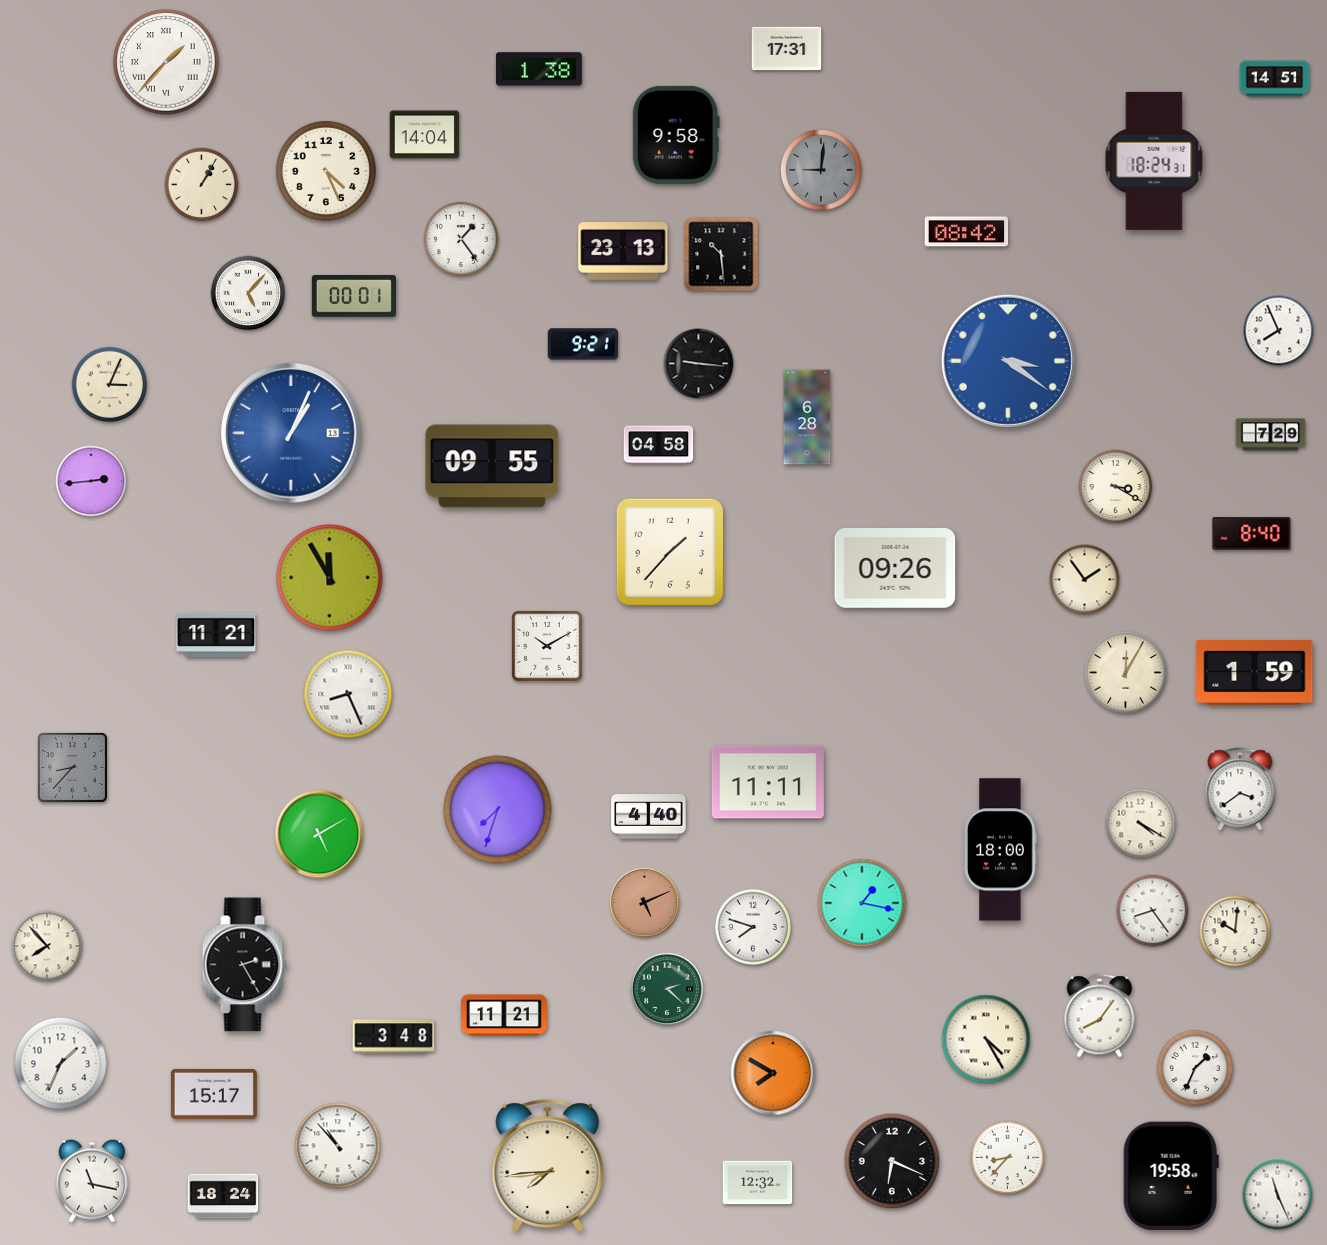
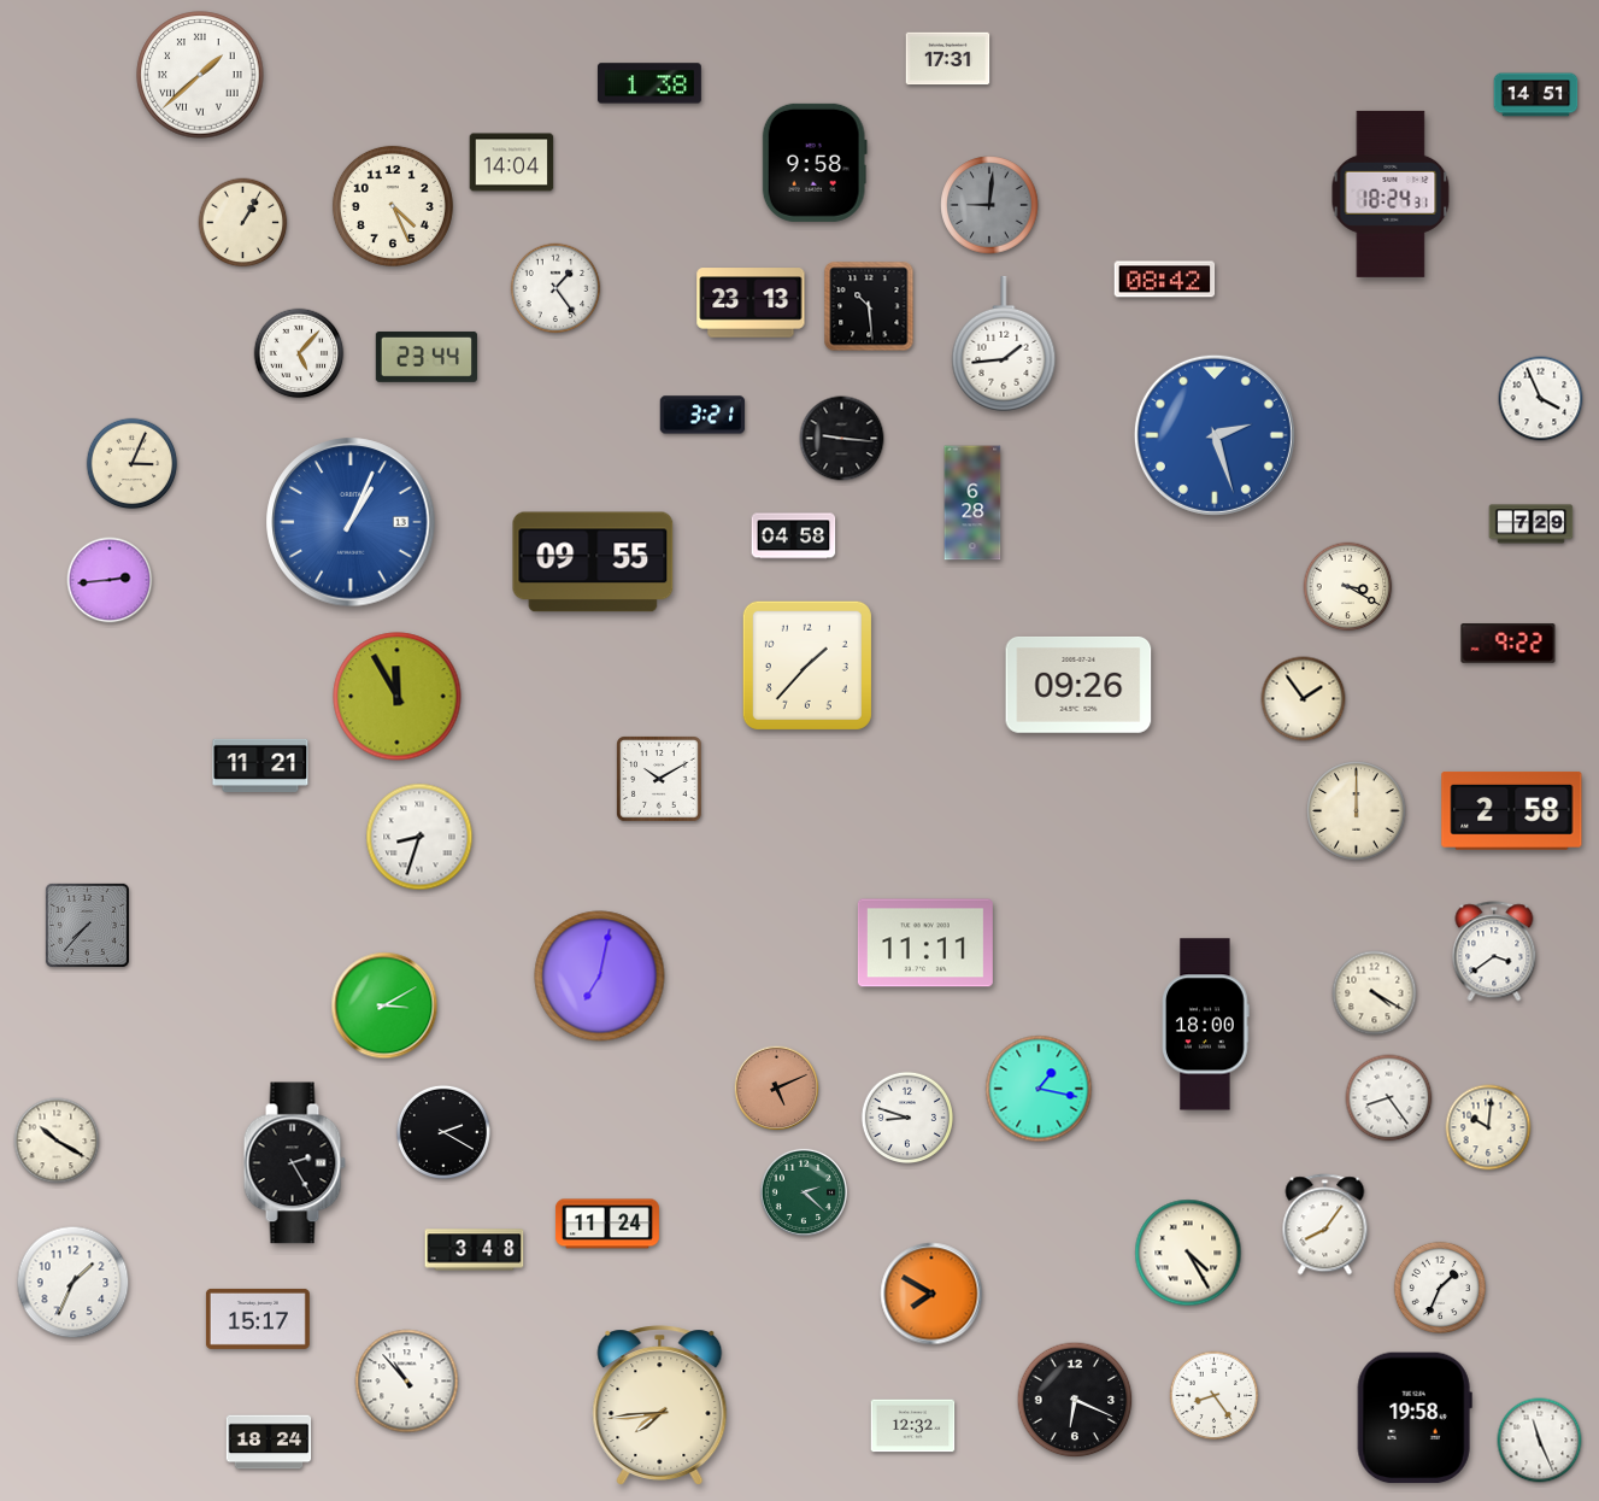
clock at (166, 62): 1:37 -> 1:38
clock at (1004, 344): none -> 1:44
clock at (354, 296): 00:01 -> 23:44
clock at (1279, 331): 7:56 -> 3:56
clock at (583, 344): 9:21 -> 3:21
clock at (1008, 361): 3:21 -> 2:27
clock at (1116, 487) position: (1116, 487) -> (1348, 587)
clock at (1252, 534): 8:40 -> 9:22
clock at (1085, 580) position: (1085, 580) -> (1304, 699)
clock at (1255, 672): 1:59 -> 2:58
clock at (1126, 673): 12:05 -> 12:00
clock at (348, 694): 8:26 -> 8:33
clock at (72, 767): 8:37 -> 7:37
clock at (498, 810): 7:33 -> 7:02
clock at (649, 817): 4:40 -> none
clock at (319, 834): 5:10 -> 3:10
clock at (752, 926): 7:48 -> 8:48
clock at (1235, 931) position: (1235, 931) -> (1488, 1127)
clock at (443, 1132): none -> 2:20
clock at (47, 946): 7:53 -> 10:20
clock at (504, 1015): 11:21 -> 11:24
clock at (1008, 1158): 8:37 -> 8:24
clock at (1171, 1176) position: (1171, 1176) -> (1415, 1418)
clock at (92, 1181): 11:17 -> none
